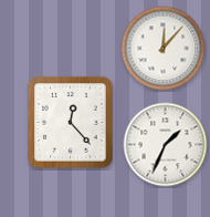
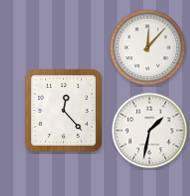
clock at (164, 49) position: (164, 49) -> (148, 48)
clock at (166, 145): 1:34 -> 1:32
